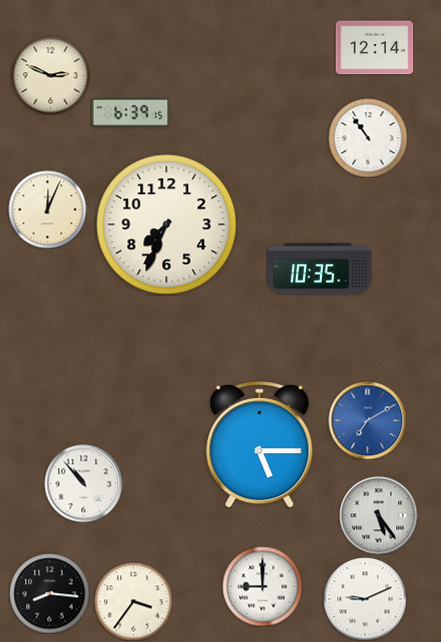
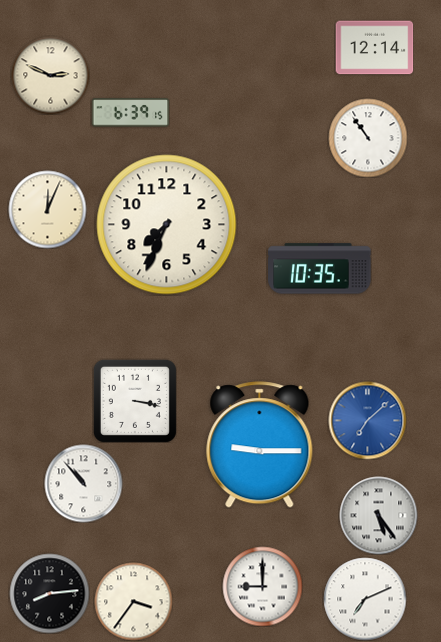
clock at (135, 401): none -> 3:17
clock at (367, 420): 7:10 -> 7:08
clock at (260, 445): 5:15 -> 9:15
clock at (49, 593): 8:16 -> 8:14
clock at (365, 599): 9:11 -> 7:11
